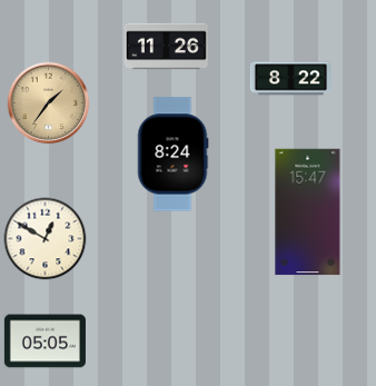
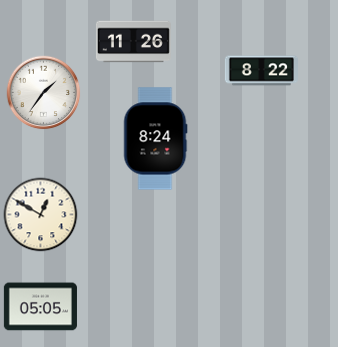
clock at (166, 47) position: (166, 47) -> (133, 42)
clock at (49, 103) dial: champagne -> white
clock at (308, 212): 15:47 -> none
